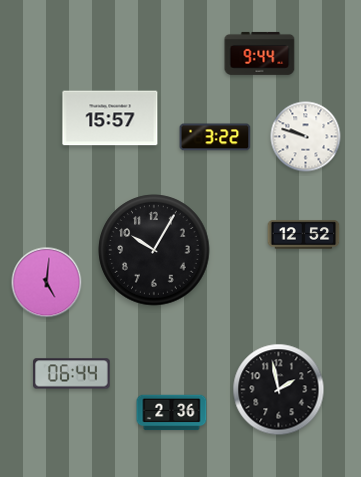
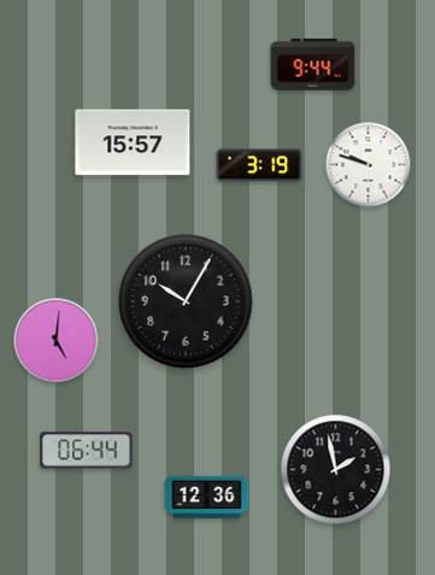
clock at (215, 137): 3:22 -> 3:19
clock at (304, 235): 12:52 -> none
clock at (172, 413): 2:36 -> 12:36
